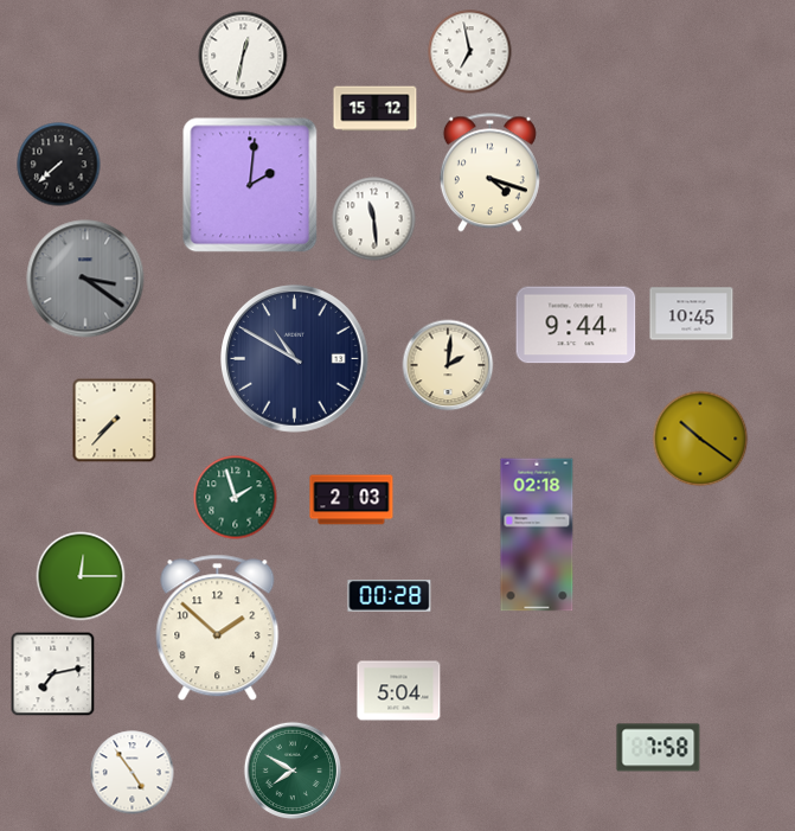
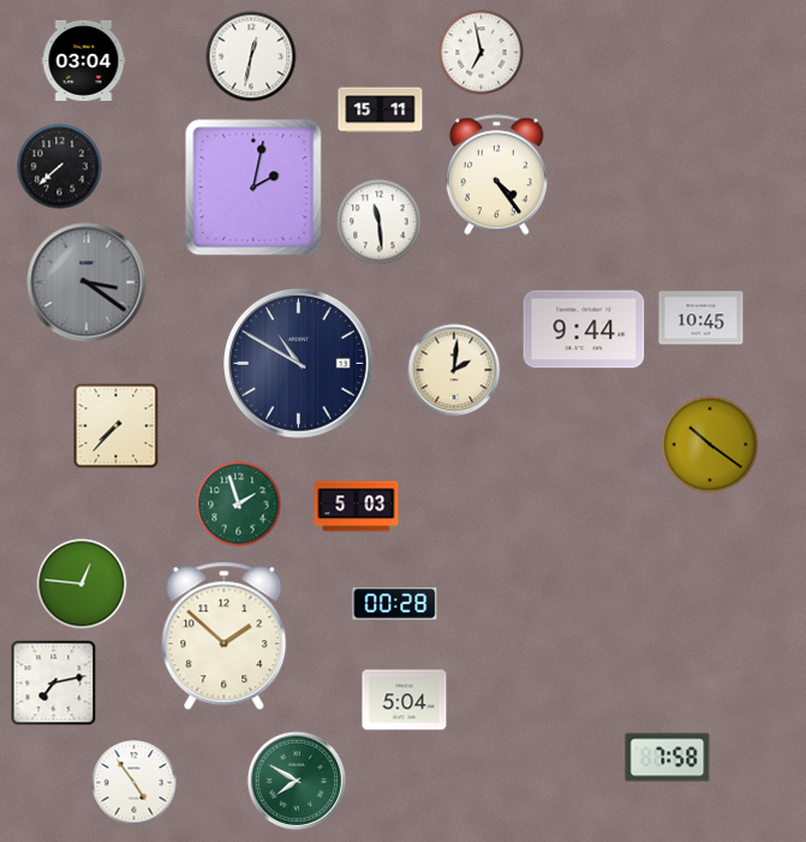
clock at (470, 52) position: (470, 52) -> (482, 53)
clock at (243, 56) position: (243, 56) -> (251, 56)
clock at (84, 60): none -> 03:04
clock at (376, 109): 15:12 -> 15:11
clock at (489, 173): 4:18 -> 4:24
clock at (250, 185): 2:01 -> 2:02
clock at (352, 500): 2:03 -> 5:03
clock at (537, 535): 02:18 -> none
clock at (81, 576): 12:15 -> 12:46
clock at (218, 628) position: (218, 628) -> (225, 637)
